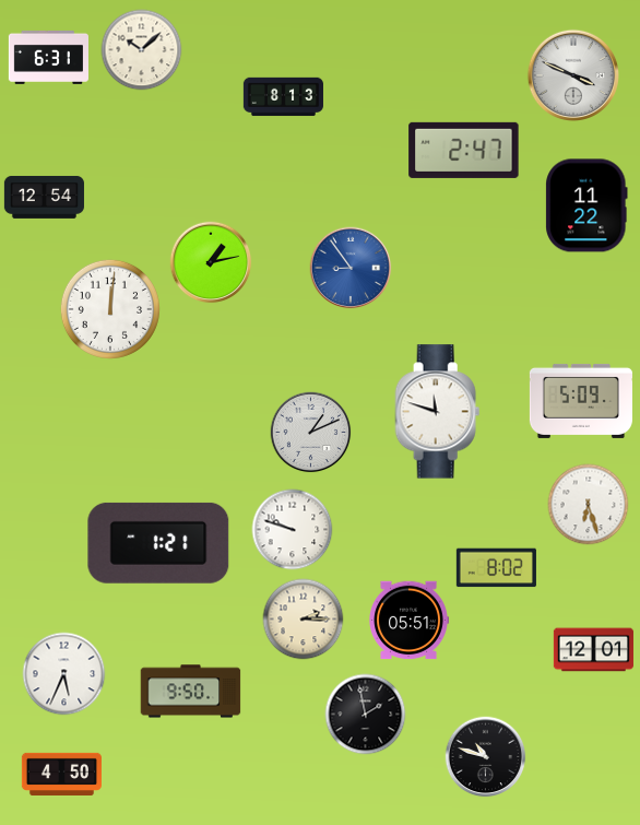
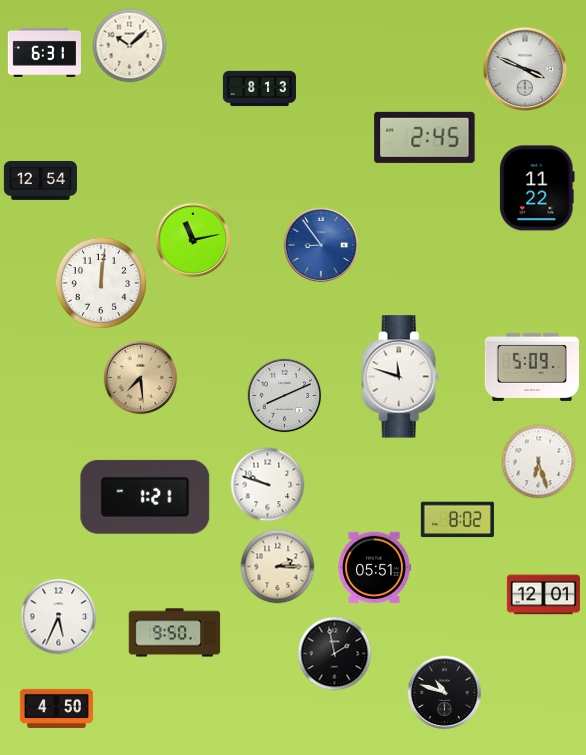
clock at (464, 150): 2:47 -> 2:45
clock at (211, 262): 1:13 -> 11:13
clock at (141, 378): none -> 7:29
clock at (311, 433): 1:11 -> 8:11
clock at (496, 568) position: (496, 568) -> (457, 520)
